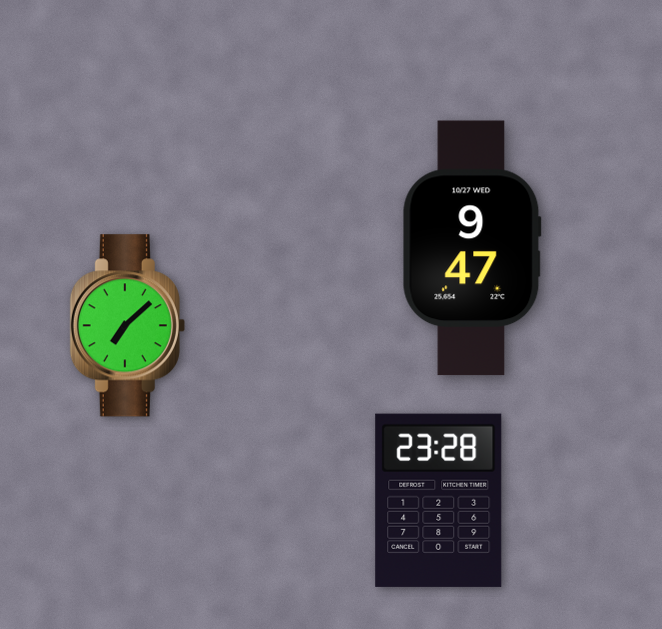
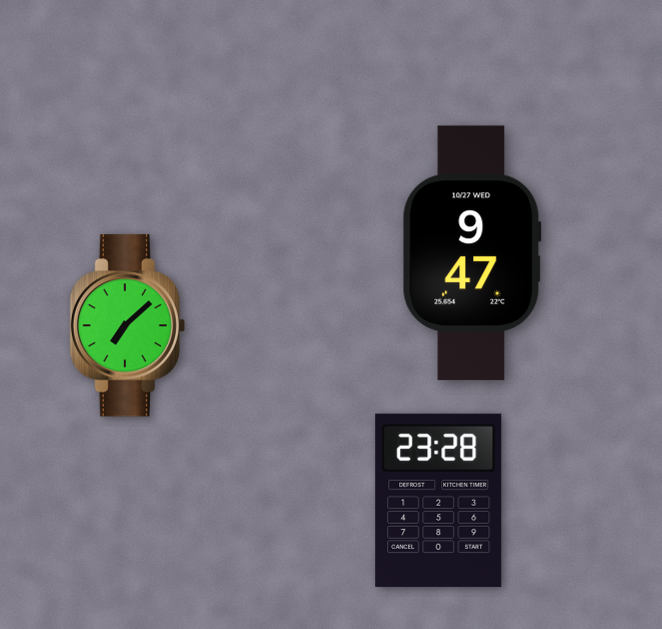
clock at (472, 248) position: (472, 248) -> (472, 253)
